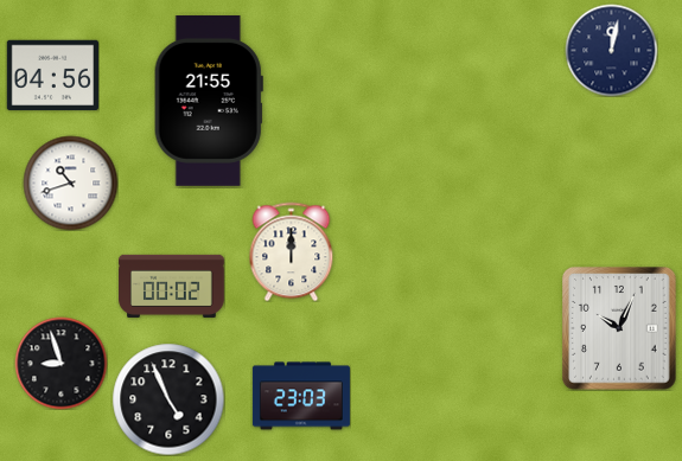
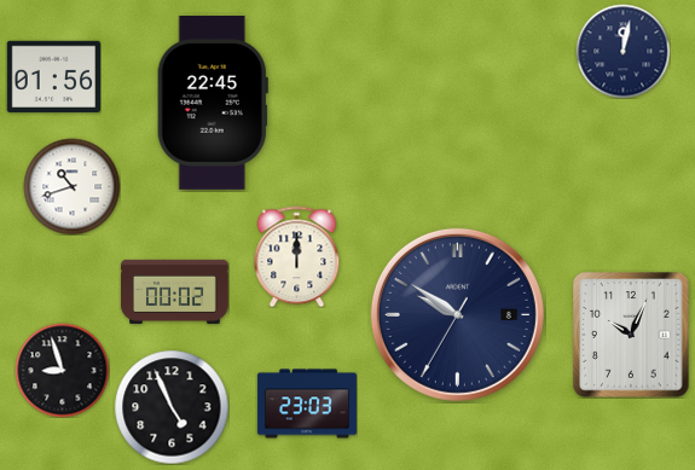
clock at (52, 76): 04:56 -> 01:56
clock at (209, 101): 21:55 -> 22:45
clock at (457, 314): none -> 9:50
